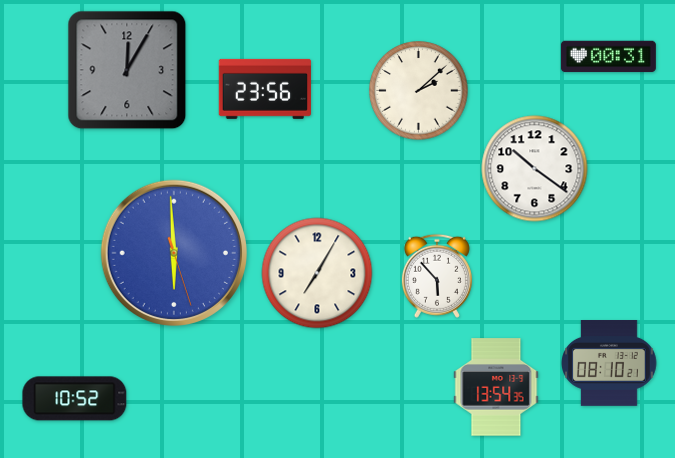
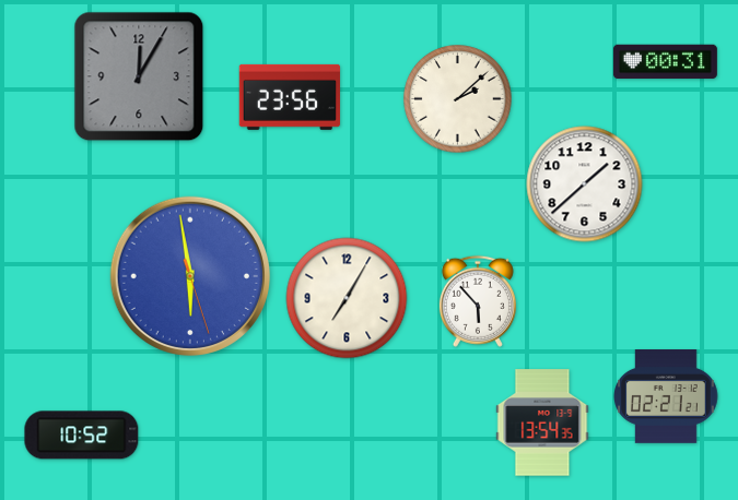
clock at (535, 169): 10:21 -> 1:38
clock at (174, 253): 5:59 -> 5:58
clock at (610, 364): 08:10 -> 02:21
